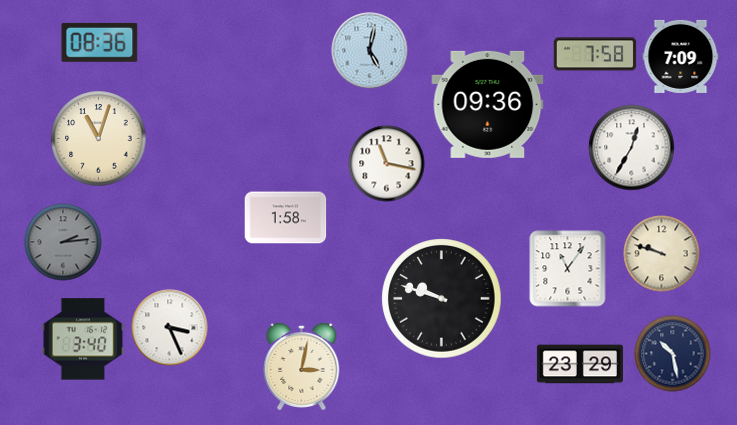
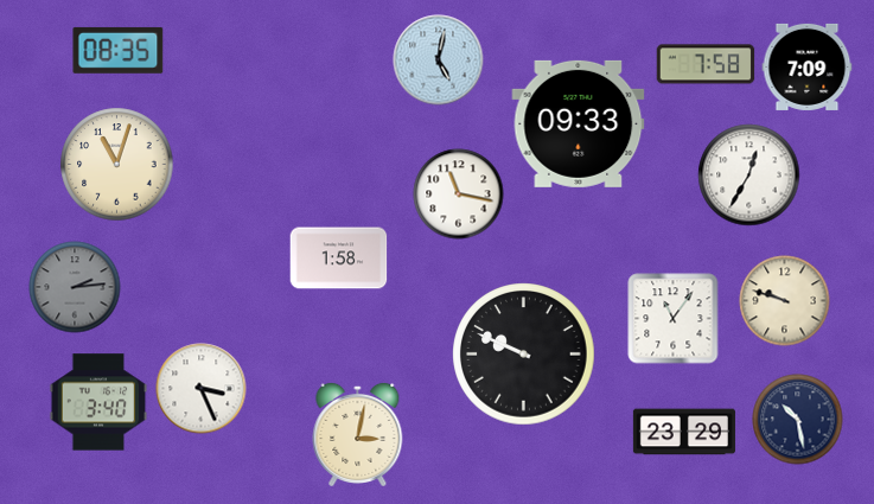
clock at (100, 42): 08:36 -> 08:35
clock at (488, 104): 09:36 -> 09:33
clock at (442, 299): 9:48 -> 9:49
clock at (580, 364) position: (580, 364) -> (684, 432)
